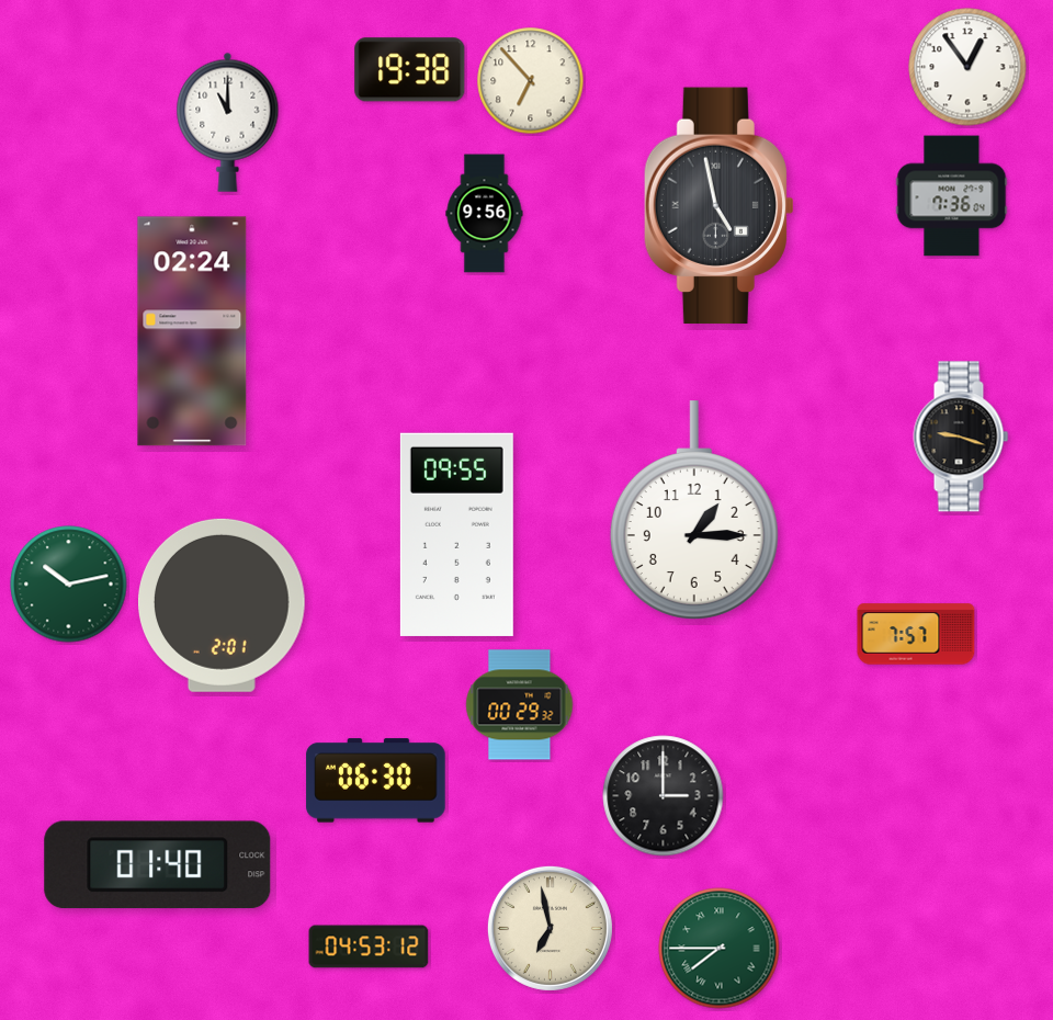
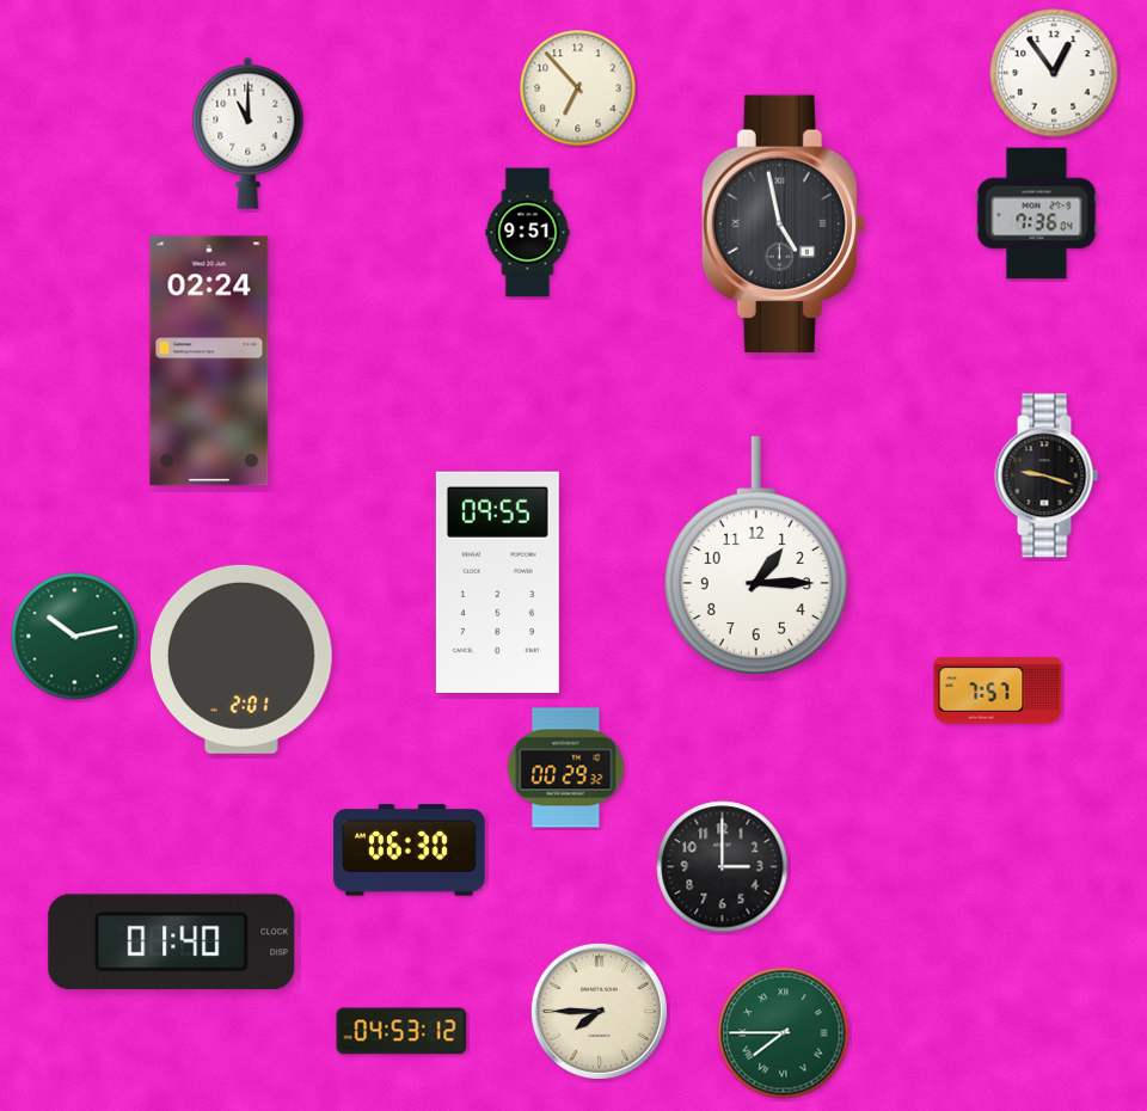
clock at (410, 70): 19:38 -> none
clock at (485, 214): 9:56 -> 9:51
clock at (550, 928): 6:58 -> 7:45
